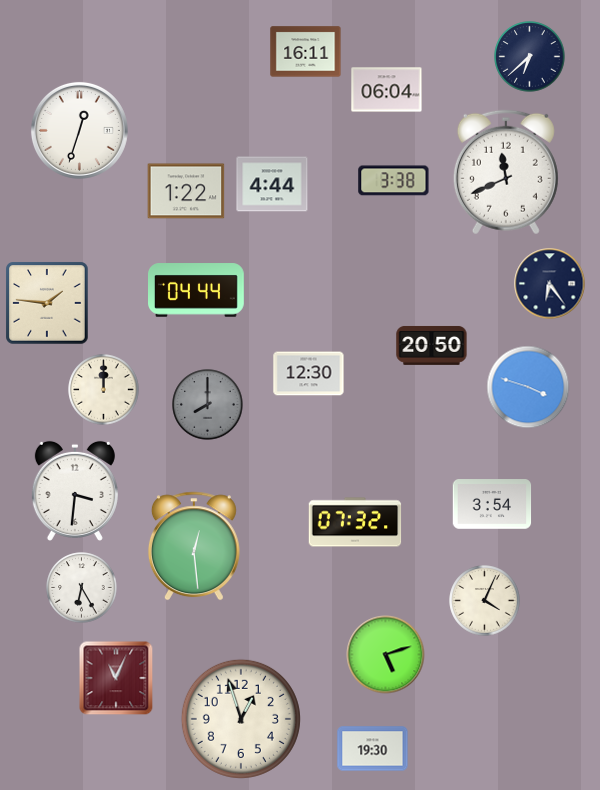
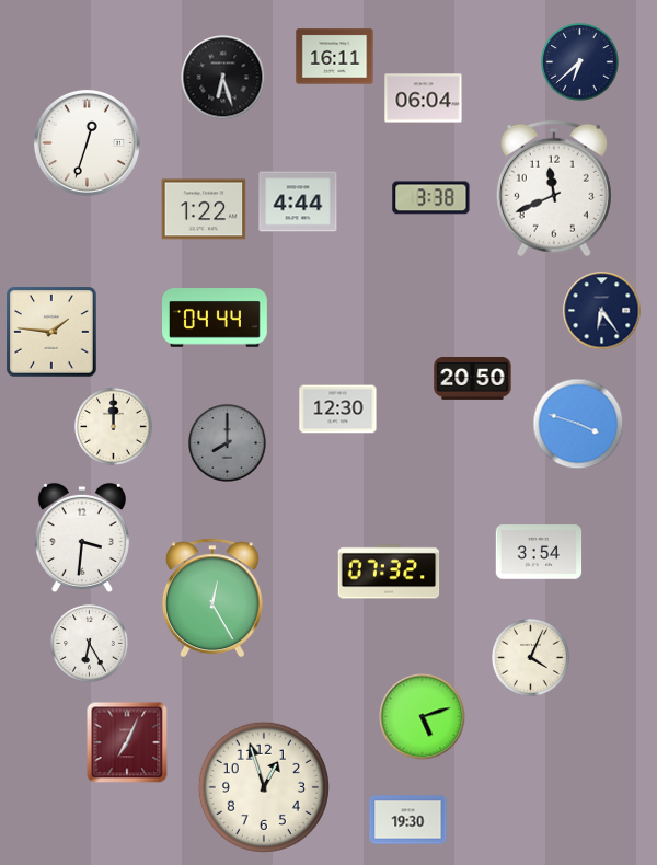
clock at (223, 78): none -> 6:27
clock at (194, 546): 12:29 -> 12:25
clock at (116, 678): 11:04 -> 7:04
